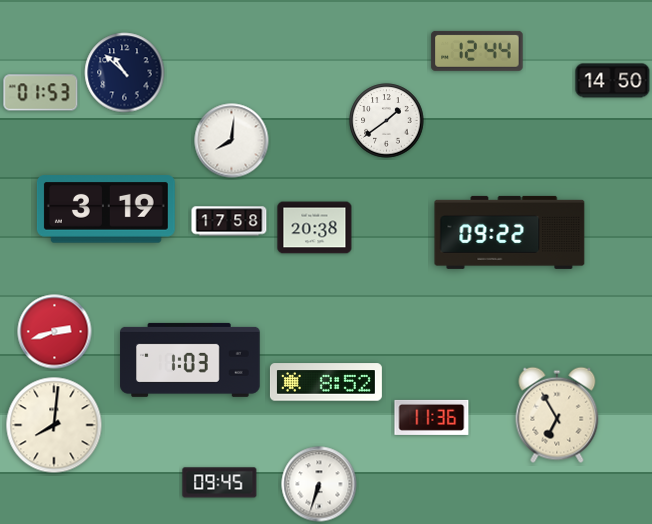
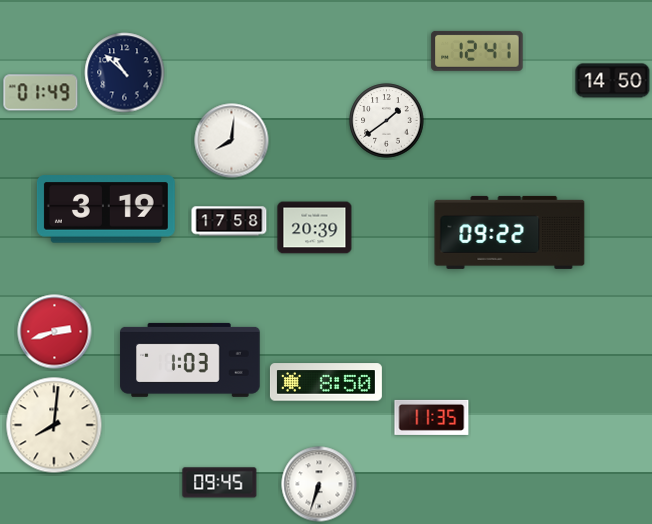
clock at (477, 51): 12:44 -> 12:41
clock at (41, 93): 01:53 -> 01:49
clock at (315, 228): 20:38 -> 20:39
clock at (326, 382): 8:52 -> 8:50
clock at (557, 415): 6:55 -> none
clock at (432, 417): 11:36 -> 11:35
